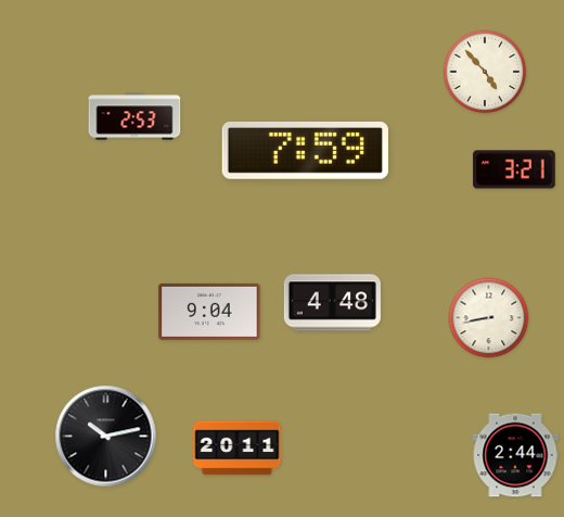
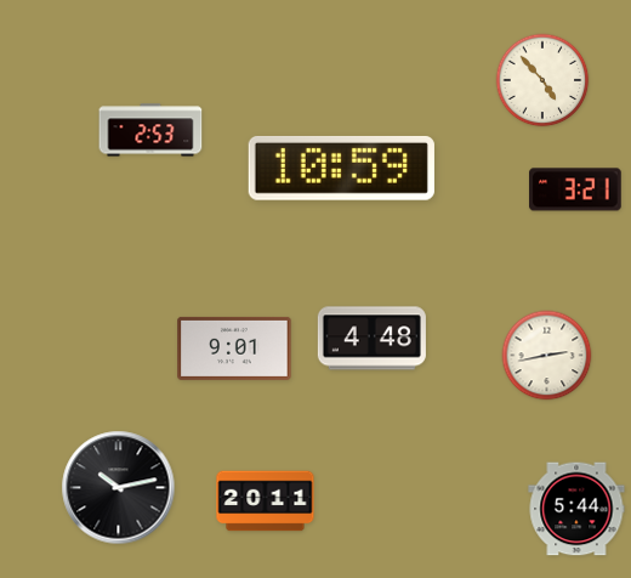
clock at (305, 150): 7:59 -> 10:59
clock at (209, 312): 9:04 -> 9:01
clock at (489, 318): 8:43 -> 2:43
clock at (515, 455): 2:44 -> 5:44
